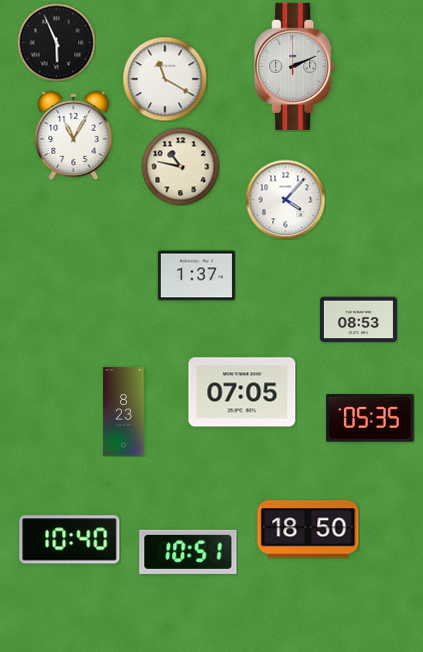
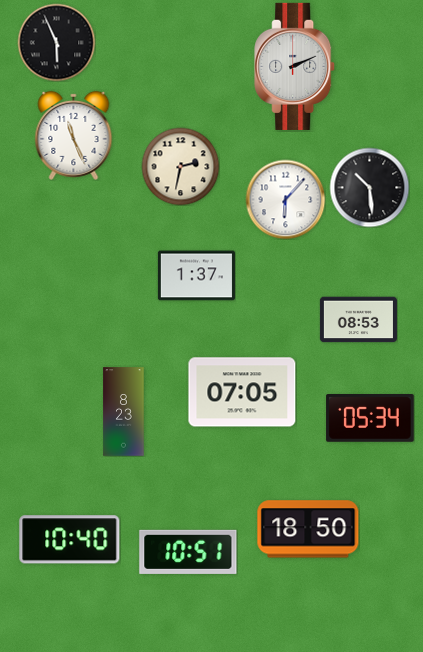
clock at (165, 79): 11:20 -> none
clock at (74, 135): 11:05 -> 11:26
clock at (180, 166): 10:47 -> 2:32
clock at (369, 187): none -> 10:29
clock at (285, 199): 4:07 -> 6:07
clock at (370, 419): 05:35 -> 05:34
